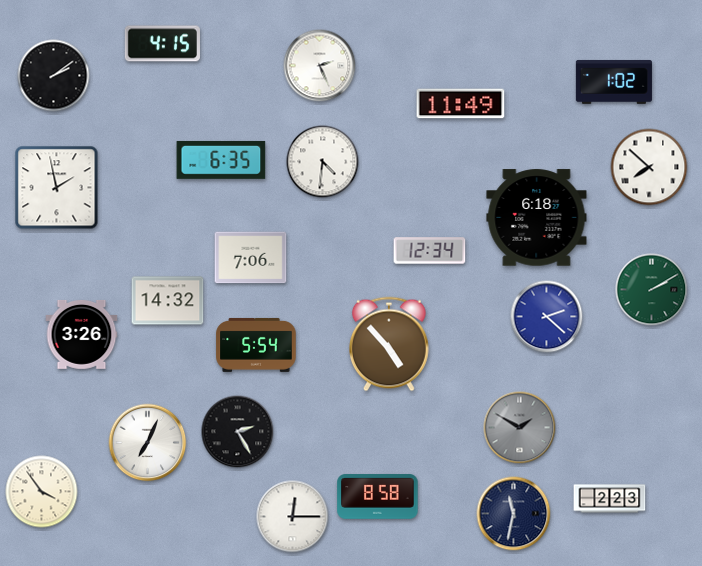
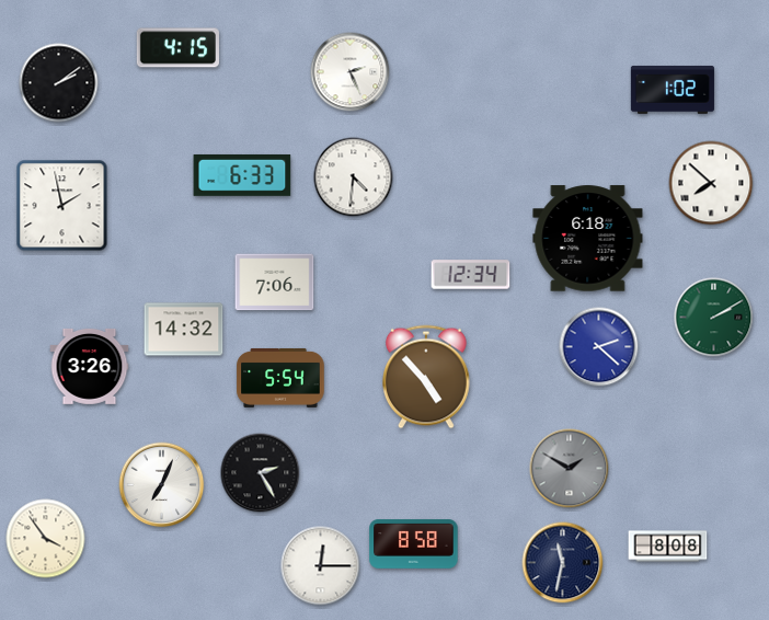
clock at (461, 104): 11:49 -> none
clock at (221, 160): 6:35 -> 6:33
clock at (610, 499): 2:23 -> 8:08
